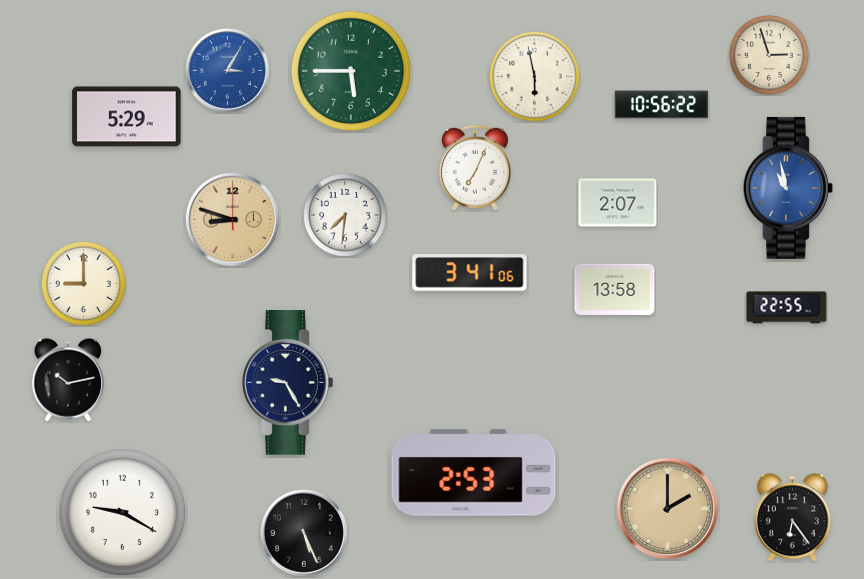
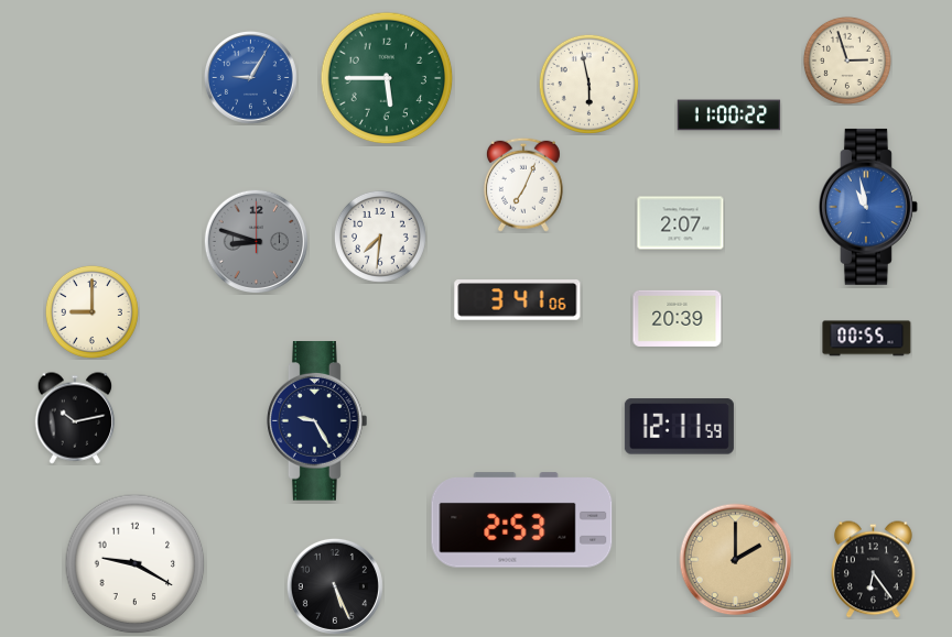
clock at (227, 70): 3:05 -> 9:05
clock at (662, 105): 10:56 -> 11:00
clock at (127, 117): 5:29 -> none
clock at (232, 219) dial: champagne -> grey
clock at (615, 289): 13:58 -> 20:39
clock at (787, 308): 22:55 -> 00:55
clock at (679, 427): none -> 12:11
